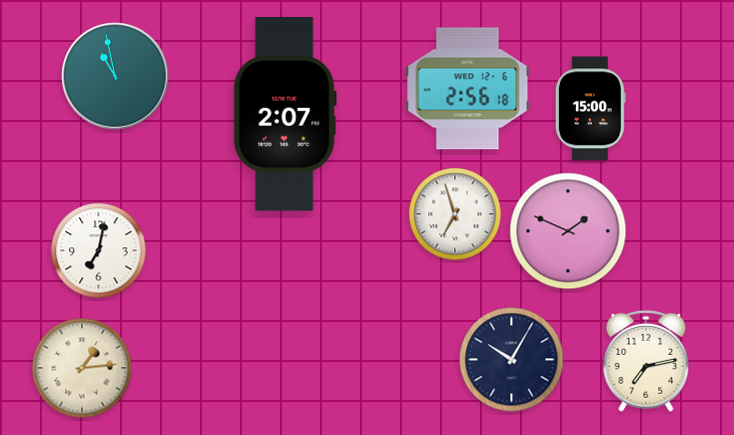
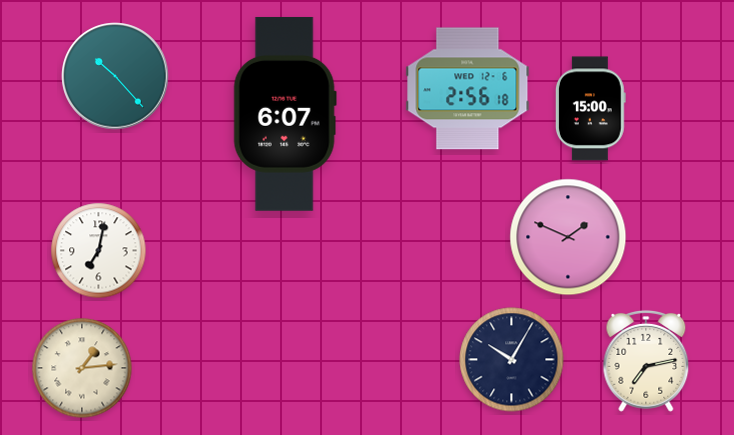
clock at (115, 76): 10:58 -> 10:23
clock at (285, 114): 2:07 -> 6:07
clock at (455, 214): 6:57 -> none
clock at (568, 231) position: (568, 231) -> (568, 237)
